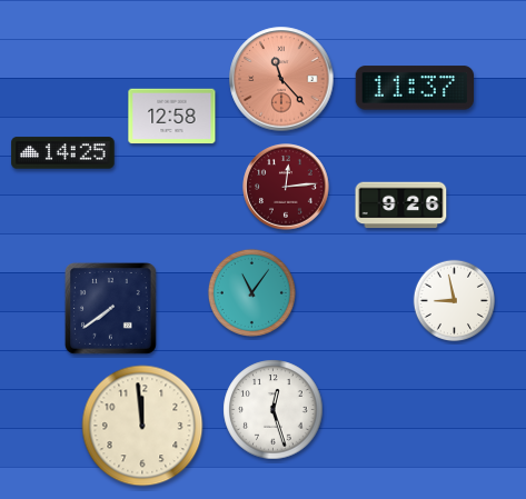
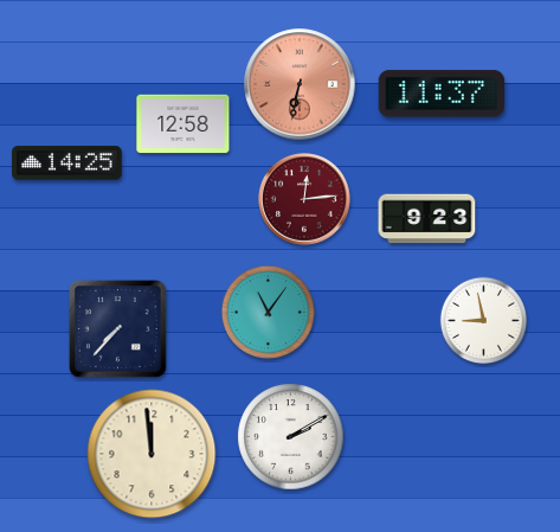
clock at (281, 79): 11:23 -> 6:32
clock at (401, 206): 9:26 -> 9:23
clock at (111, 309): 7:39 -> 7:37
clock at (274, 410): 12:27 -> 2:10
